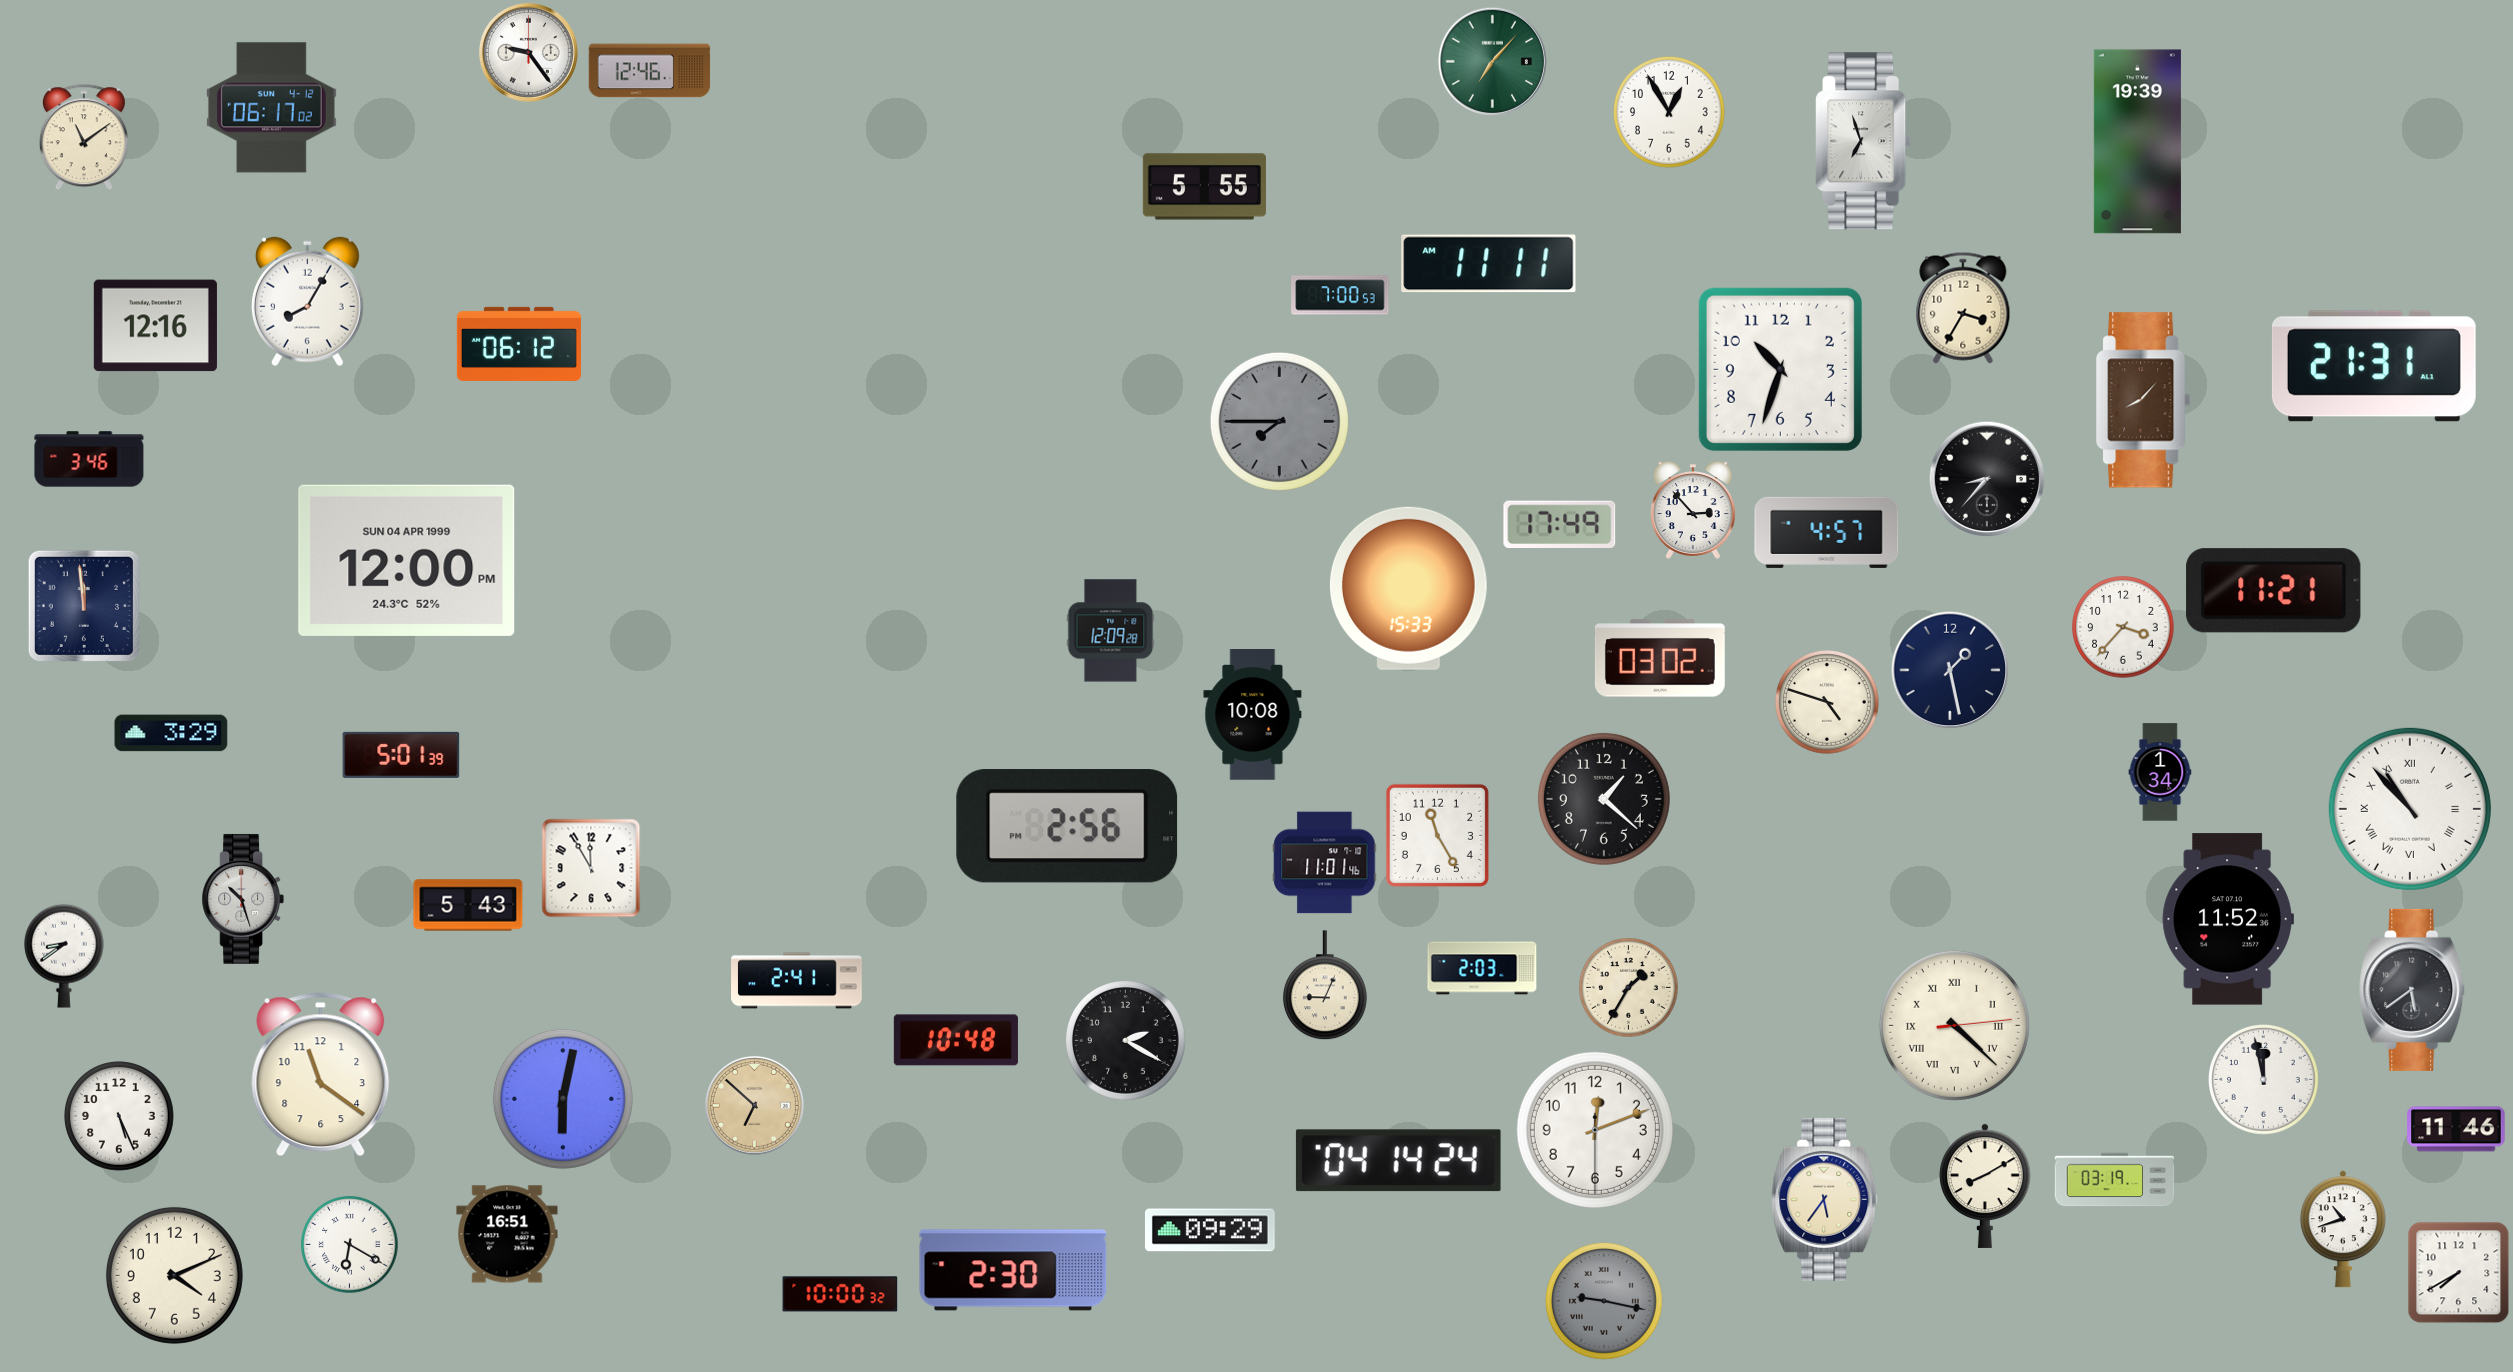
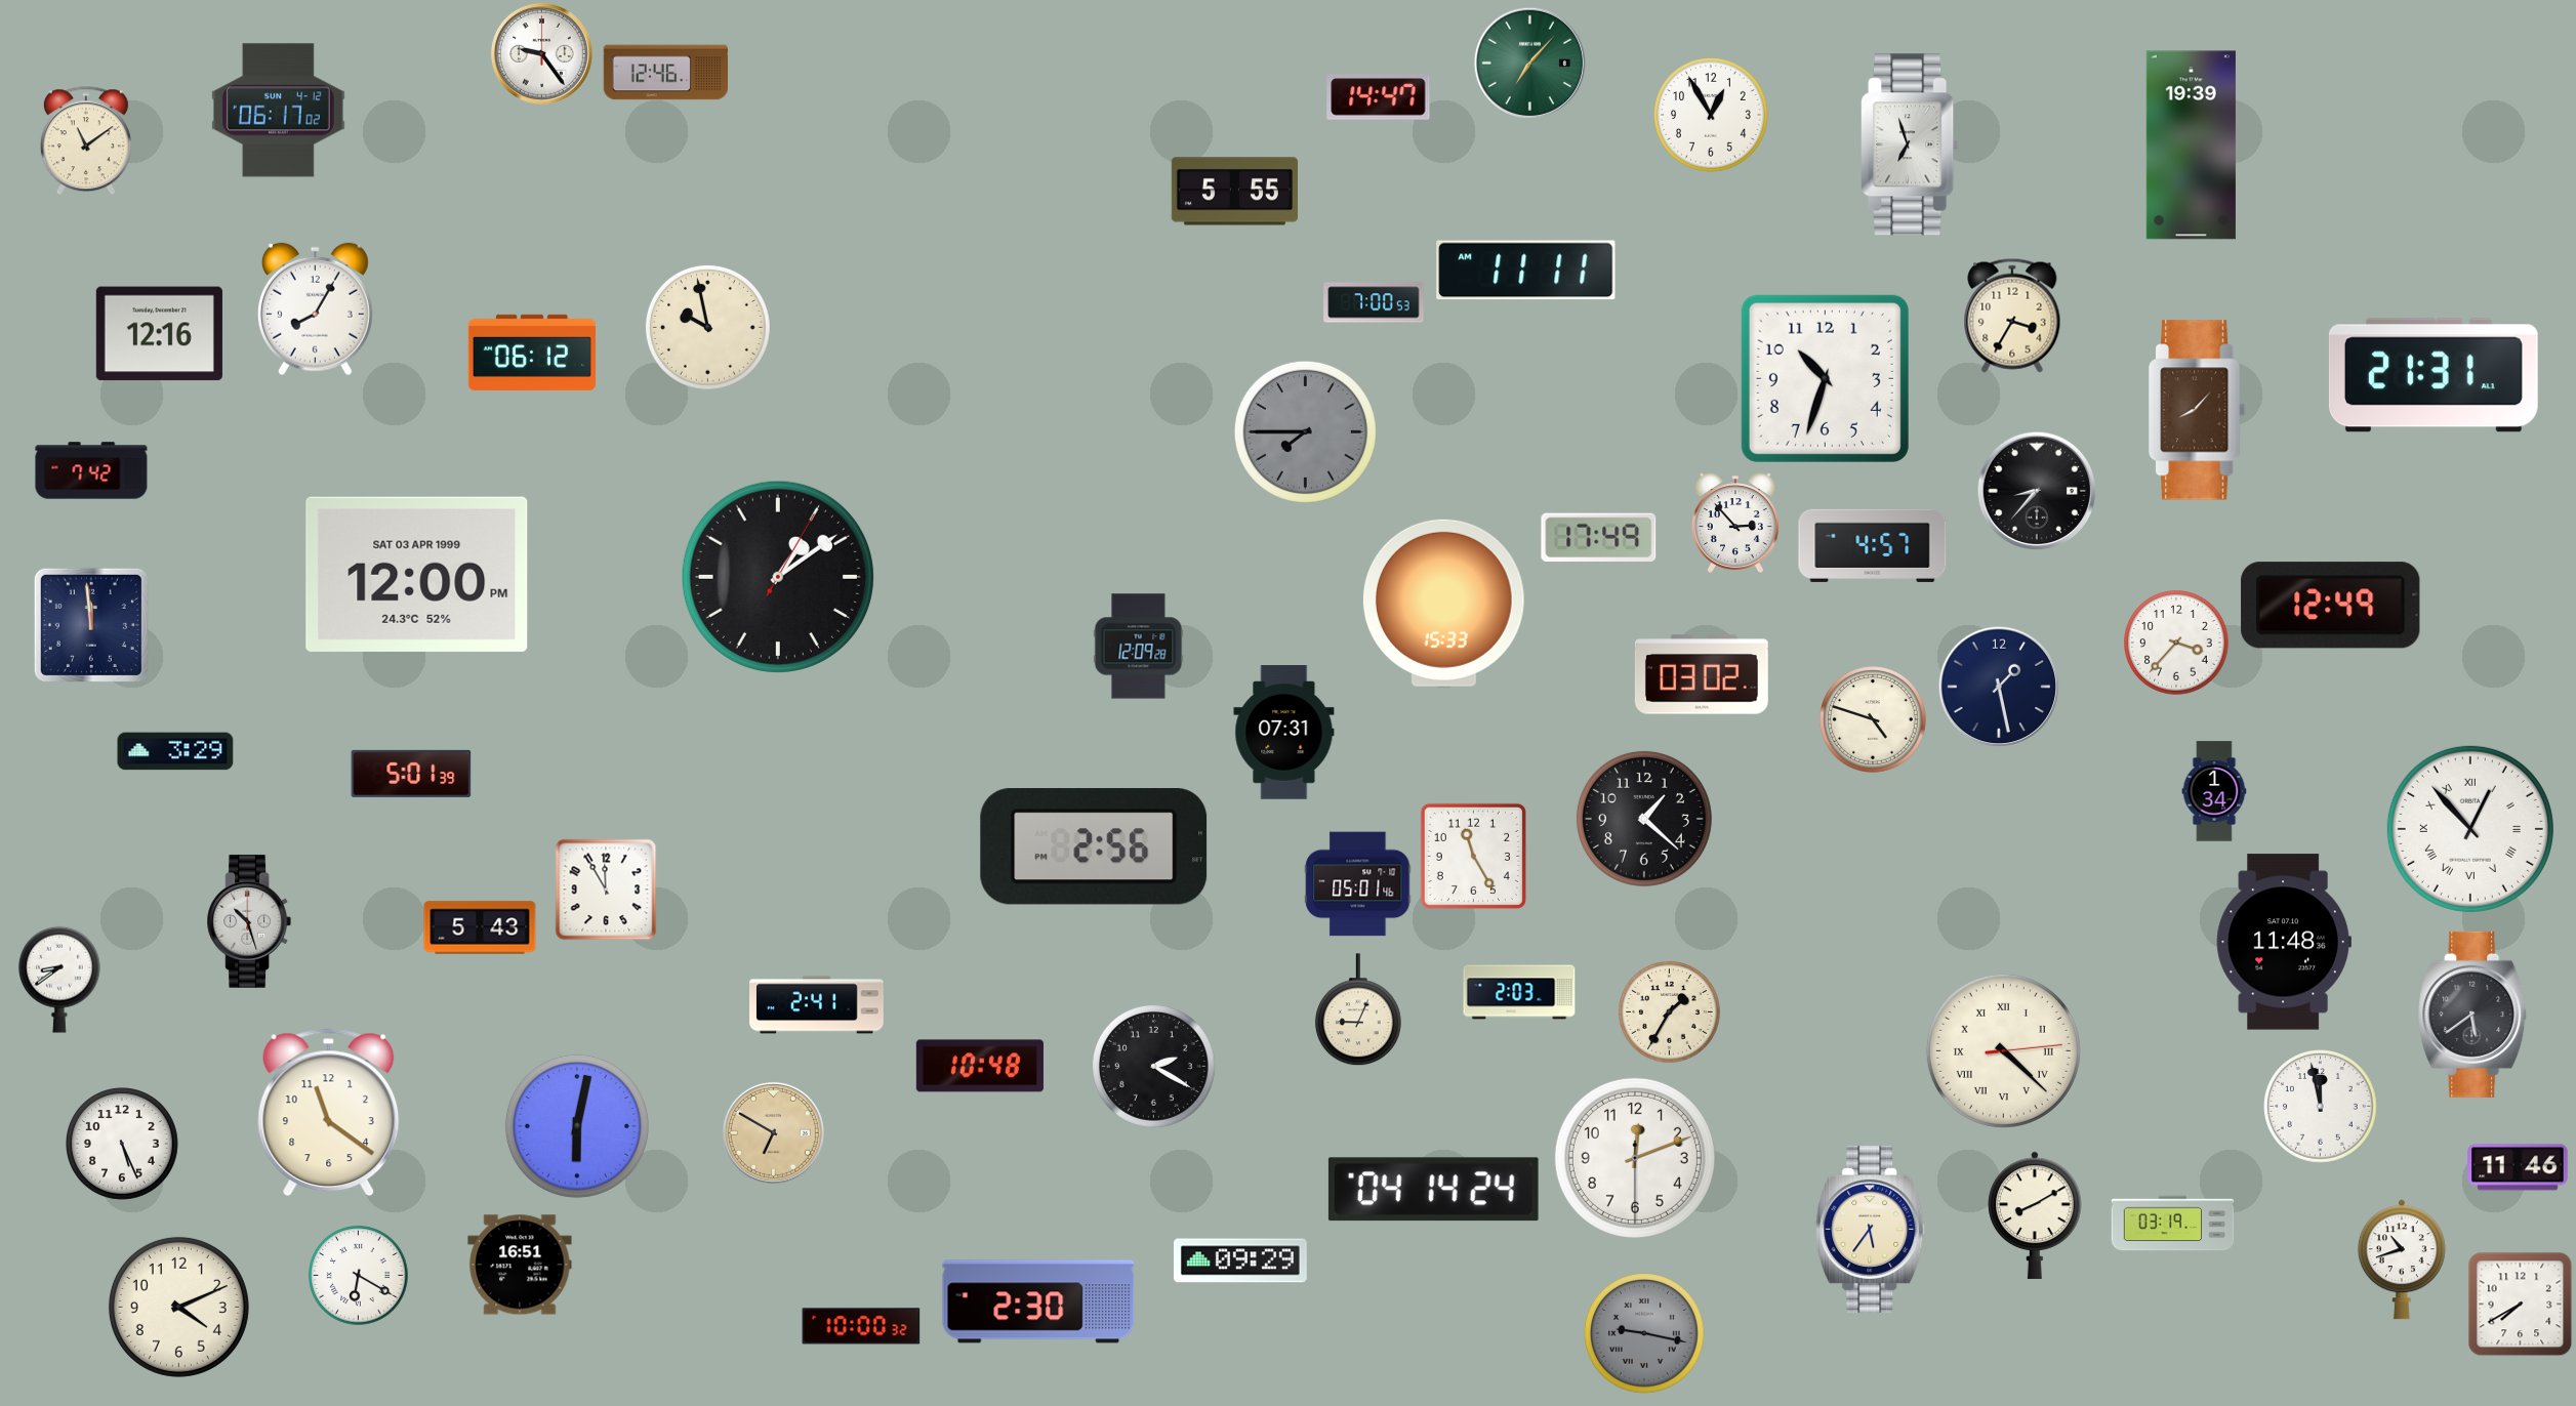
clock at (1379, 97): none -> 14:47
clock at (707, 327): none -> 9:58
clock at (1279, 421) position: (1279, 421) -> (1305, 431)
clock at (89, 459): 3:46 -> 7:42
clock at (407, 560) date: SUN 04 APR 1999 -> SAT 03 APR 1999
clock at (778, 577): none -> 1:09
clock at (2274, 591): 11:21 -> 12:49
clock at (84, 606) position: (84, 606) -> (91, 625)
clock at (1253, 715): 10:08 -> 07:31
clock at (2410, 809): 10:53 -> 12:53
clock at (1325, 863): 11:01 -> 05:01
clock at (2228, 919): 11:52 -> 11:48
clock at (65, 956) position: (65, 956) -> (60, 980)
clock at (321, 1075) position: (321, 1075) -> (329, 1113)
clock at (754, 1105): 6:52 -> 6:50
clock at (2456, 1129) position: (2456, 1129) -> (2518, 1167)
clock at (2115, 1180) position: (2115, 1180) -> (2173, 1224)
